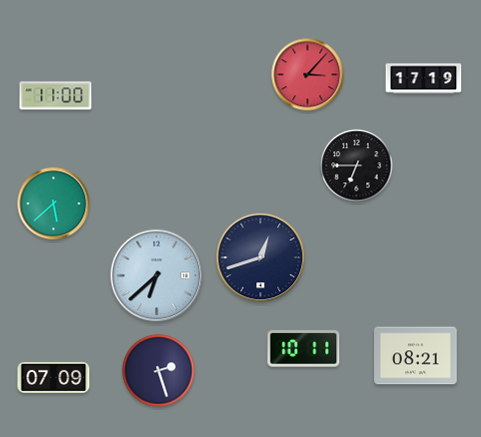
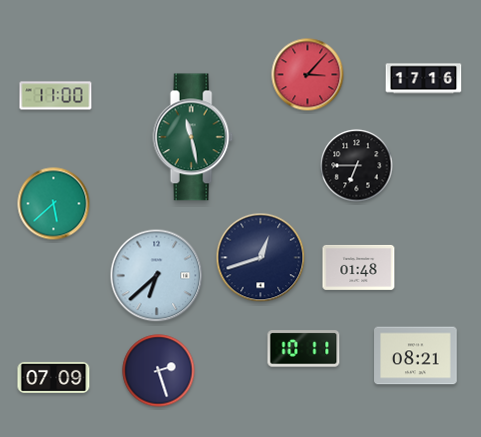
clock at (424, 79): 17:19 -> 17:16
clock at (193, 137): none -> 11:28
clock at (359, 267): none -> 01:48
